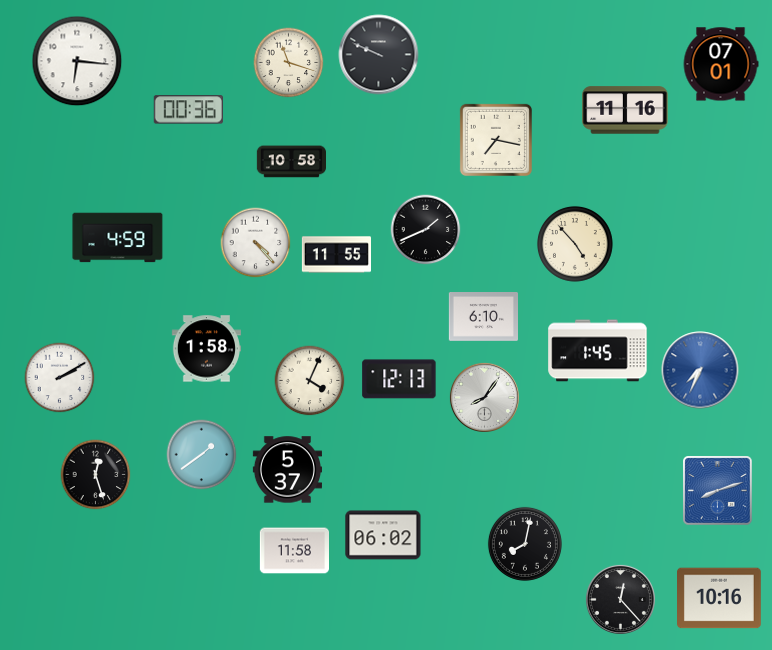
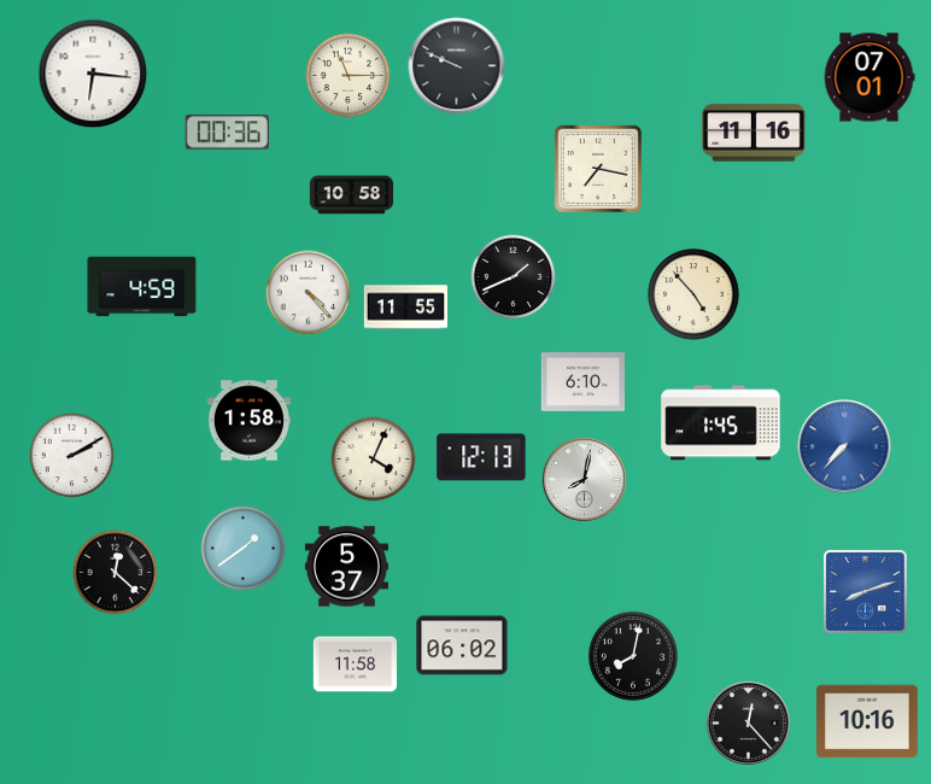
clock at (289, 63): 11:18 -> 11:15
clock at (700, 370): 7:34 -> 7:37
clock at (484, 397): 8:06 -> 8:02
clock at (96, 475): 12:27 -> 12:22
